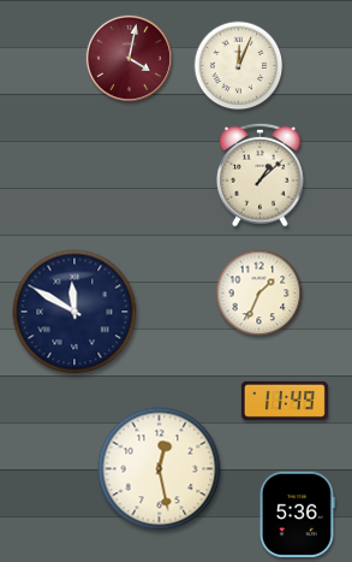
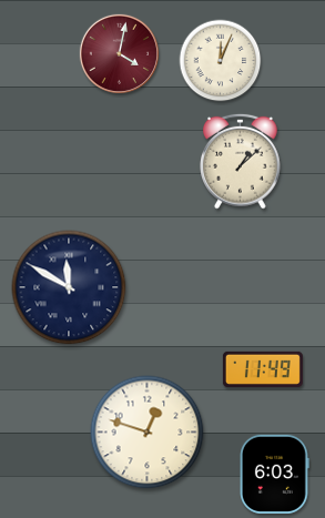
clock at (259, 294): 1:34 -> none
clock at (160, 469): 12:28 -> 12:48
clock at (298, 514): 5:36 -> 6:03
